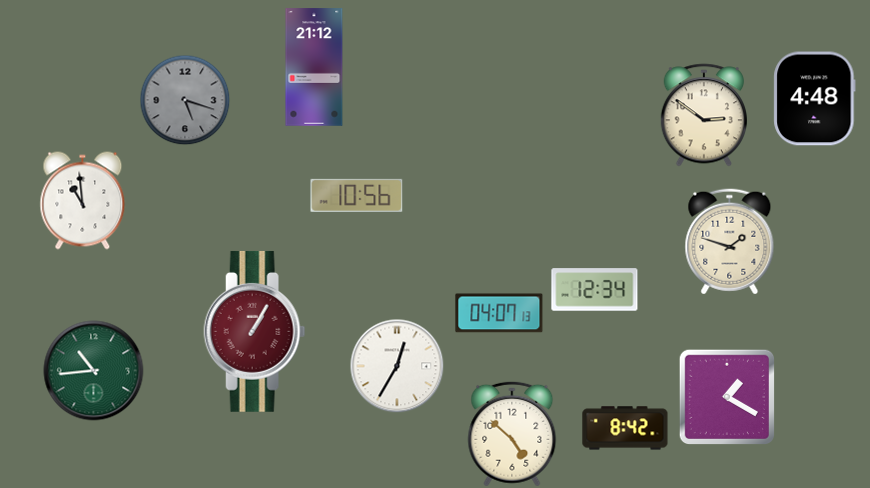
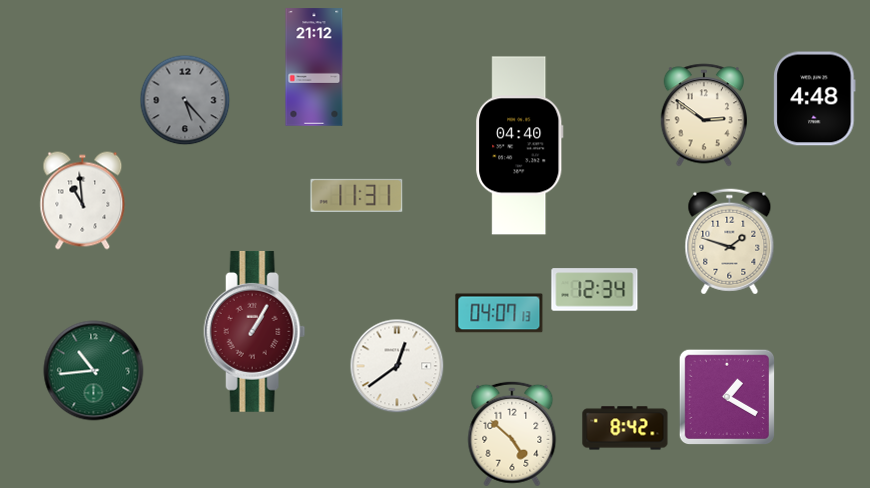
clock at (185, 100): 5:18 -> 5:23
clock at (520, 146): none -> 04:40
clock at (357, 195): 10:56 -> 11:31
clock at (397, 366): 12:35 -> 12:39
